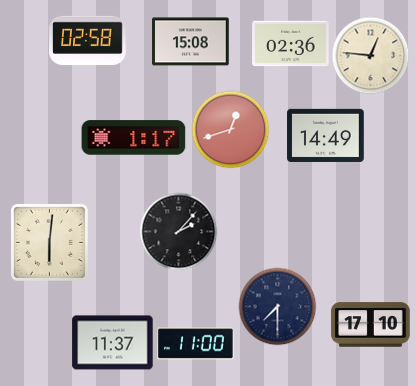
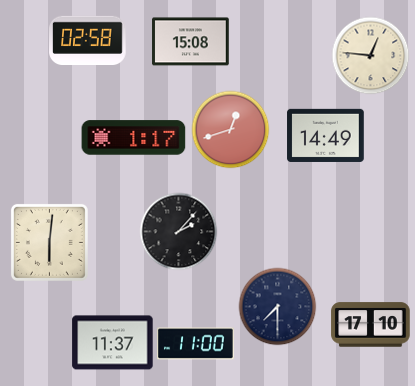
clock at (291, 44): 02:36 -> none
